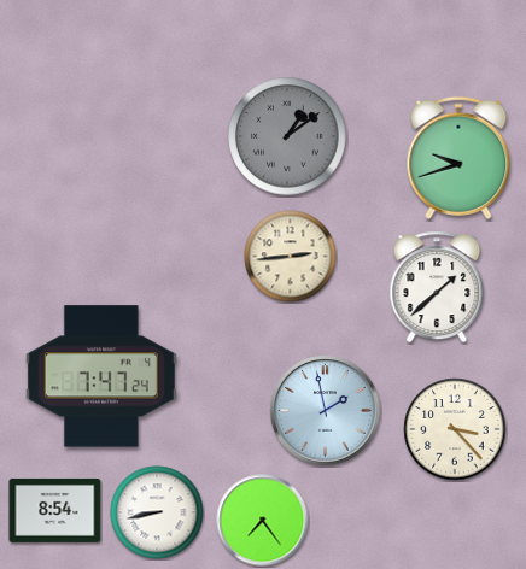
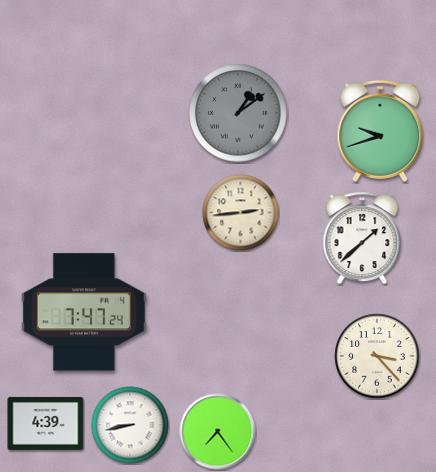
clock at (326, 411): 1:58 -> none
clock at (55, 510): 8:54 -> 4:39
